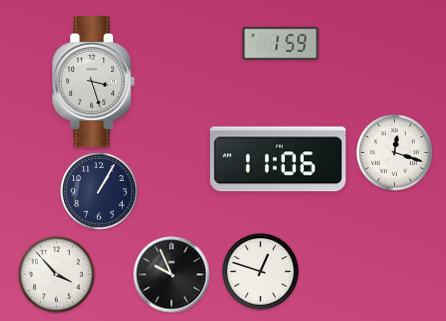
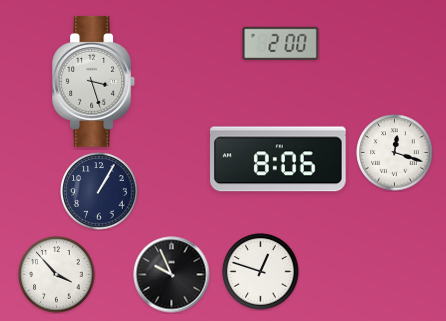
clock at (281, 43): 1:59 -> 2:00
clock at (279, 159): 11:06 -> 8:06
